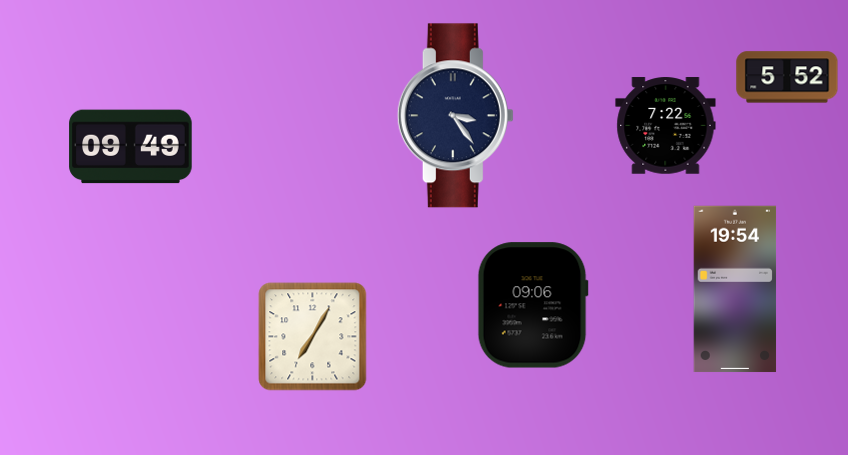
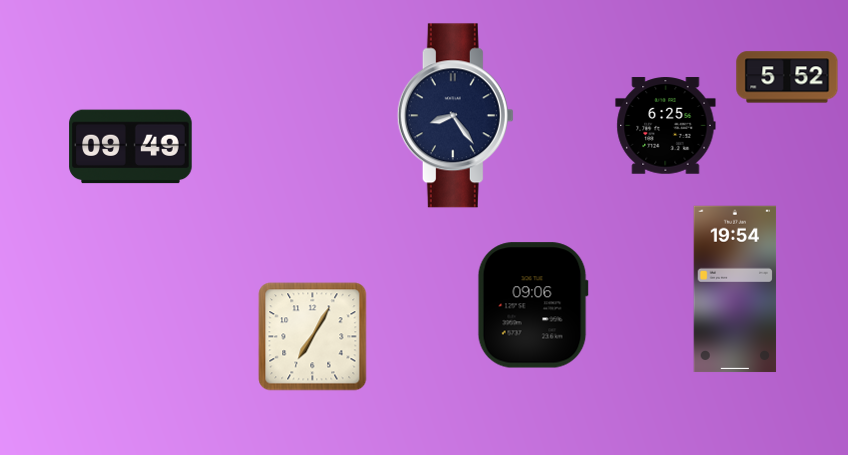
clock at (455, 116): 3:24 -> 8:24
clock at (666, 126): 7:22 -> 6:25
